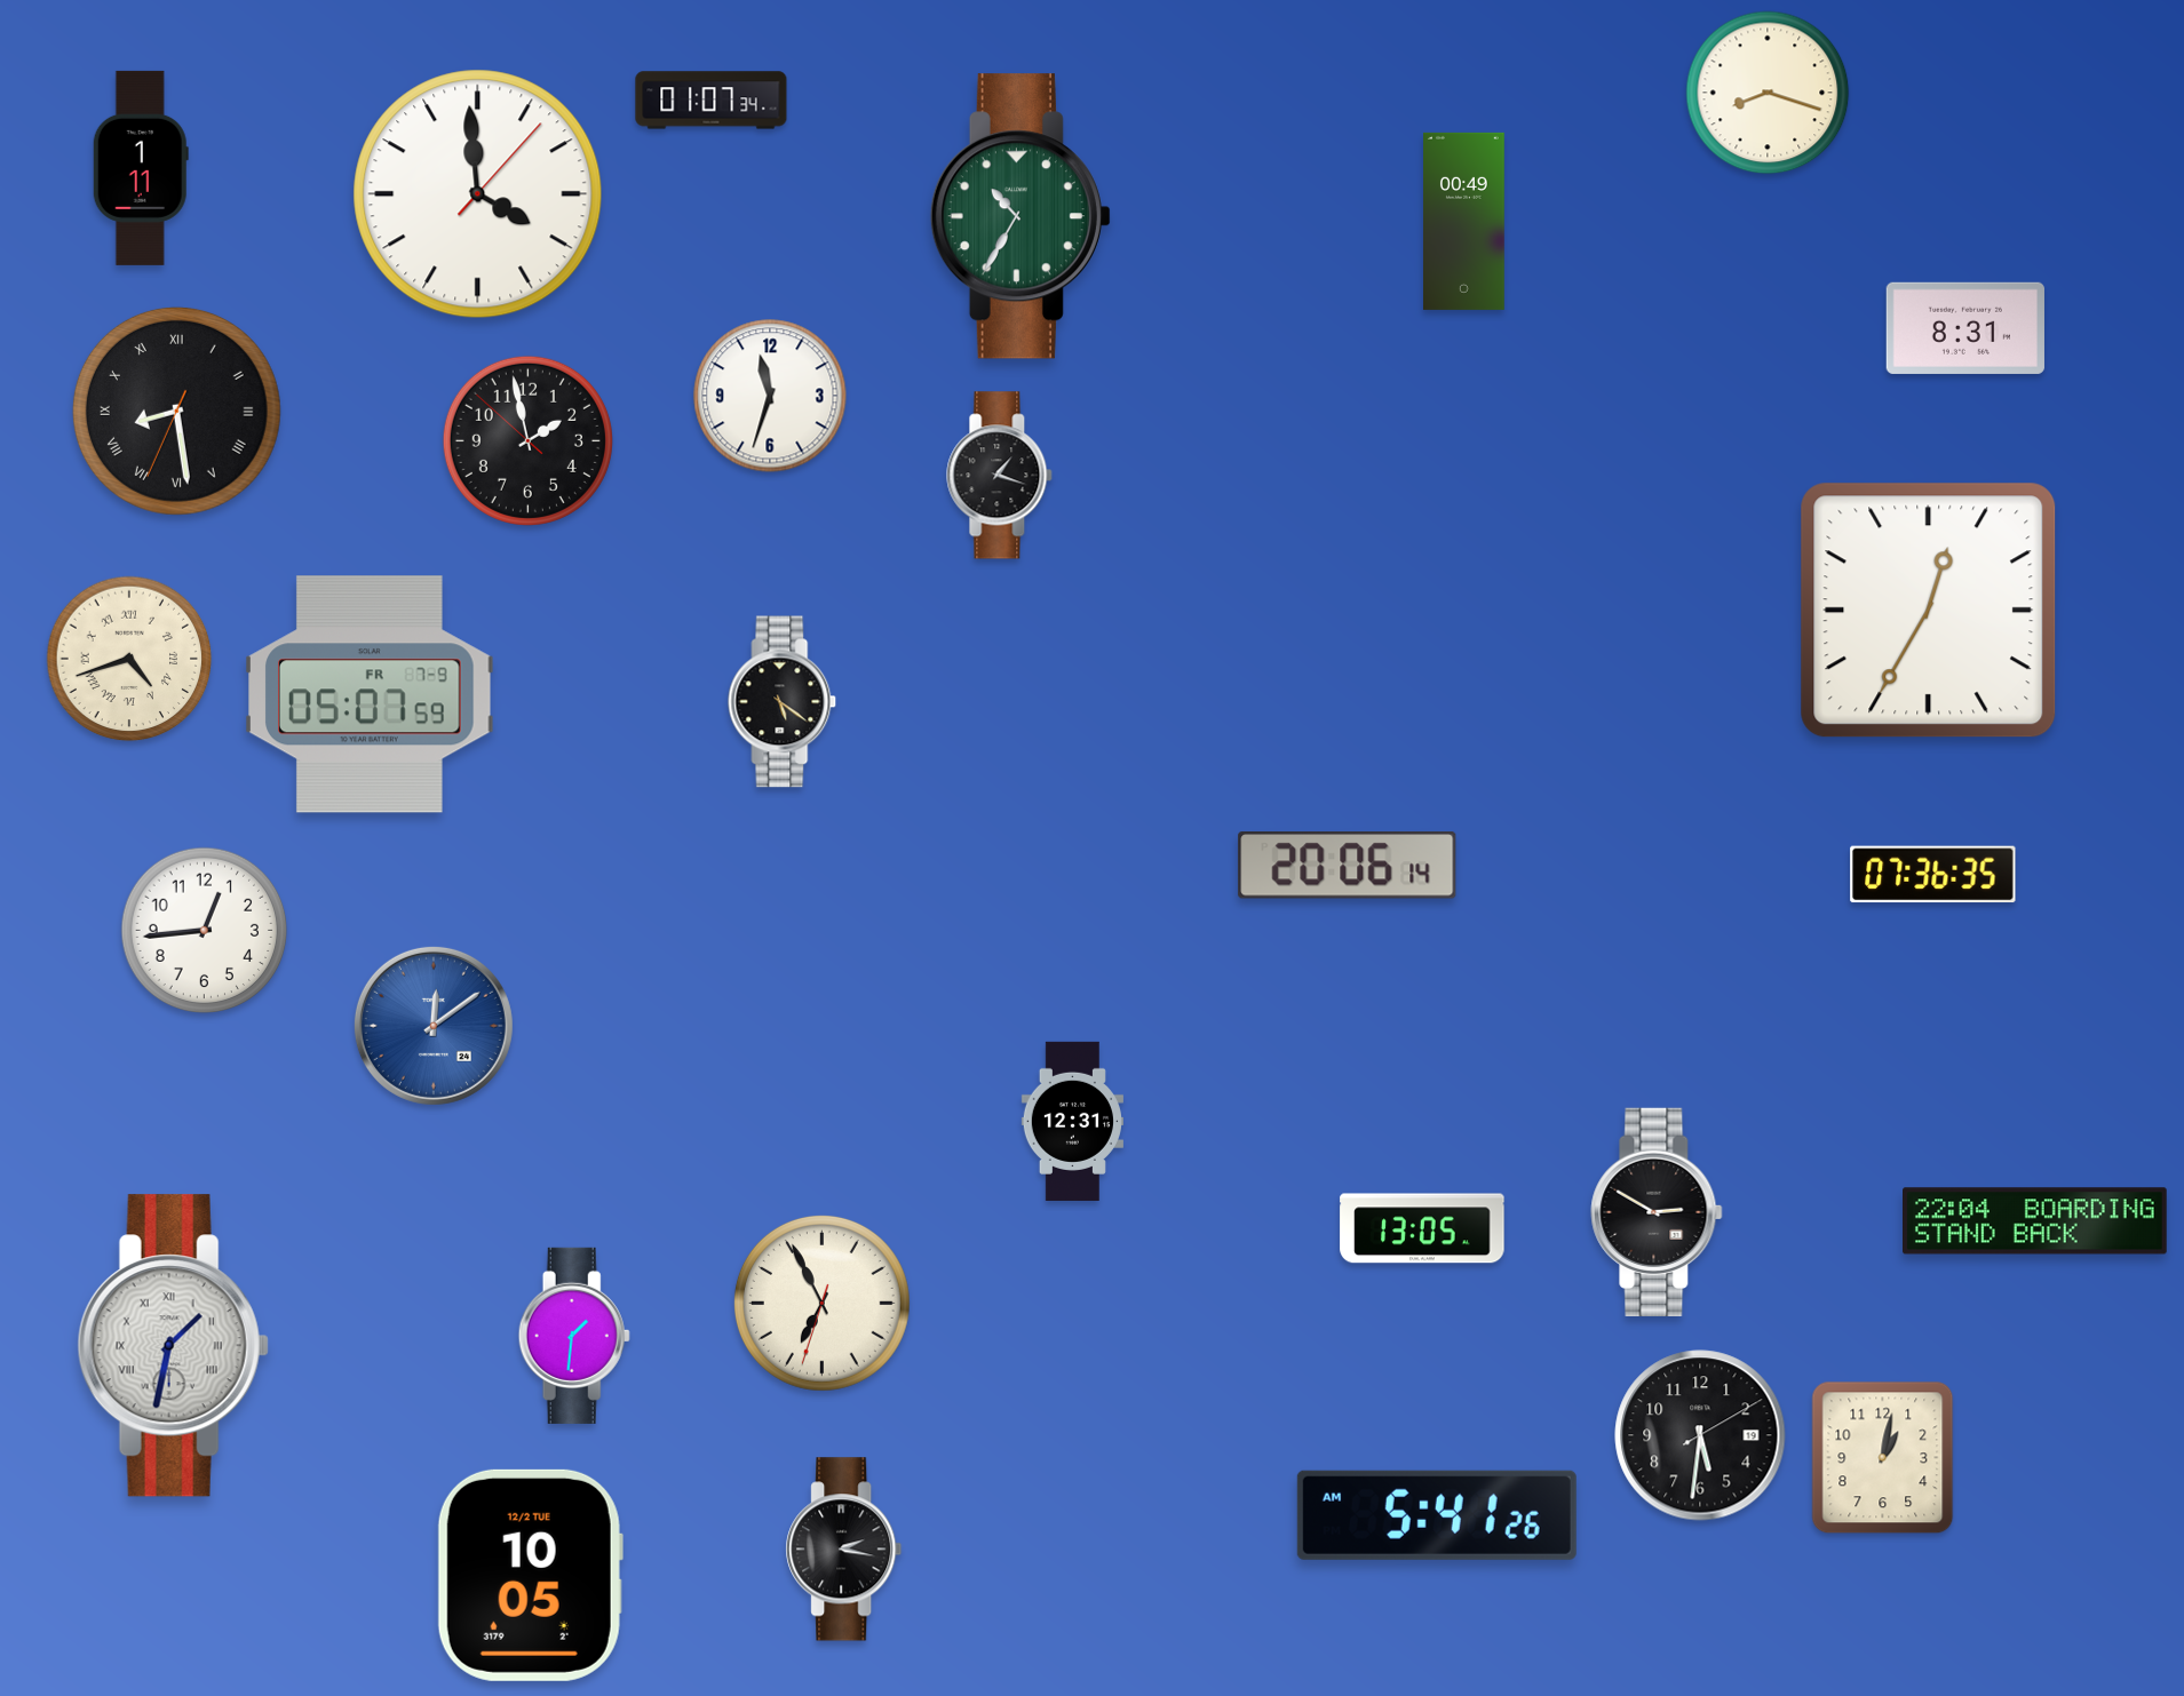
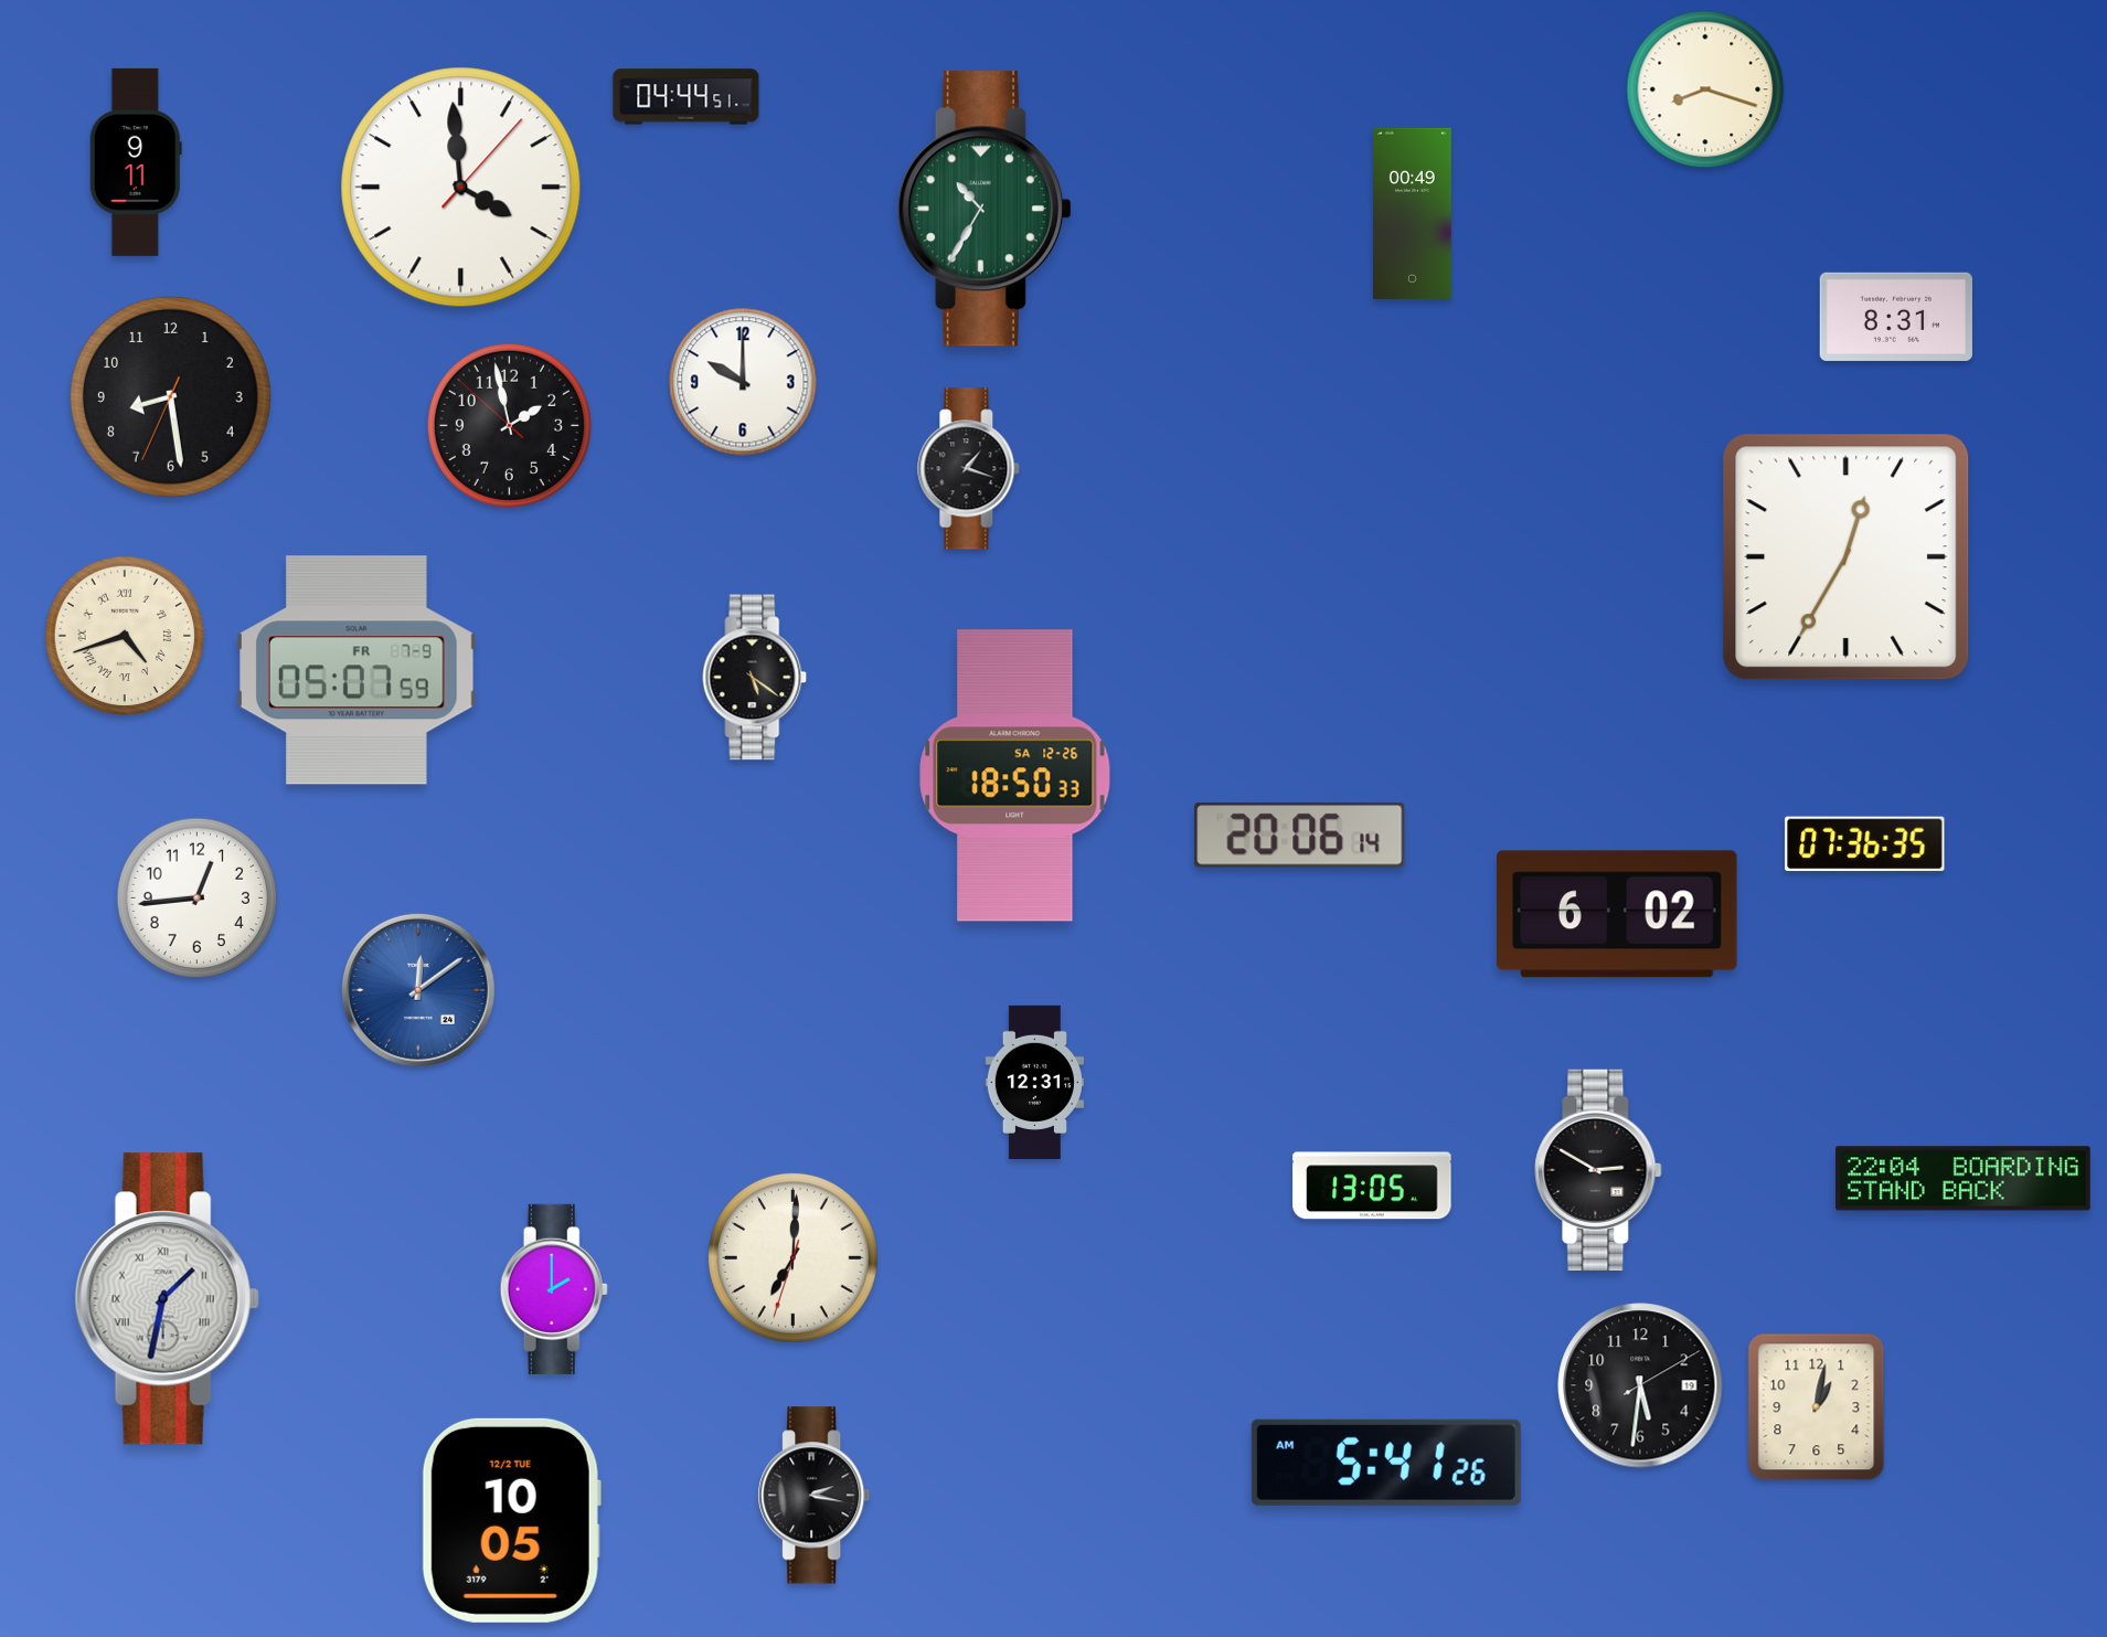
clock at (712, 101): 01:07 -> 04:44
clock at (141, 168): 1:11 -> 9:11
clock at (770, 396): 11:33 -> 10:00
clock at (176, 411) numerals: Roman -> Arabic
clock at (1000, 476) position: (1000, 476) -> (969, 469)
clock at (1929, 611) position: (1929, 611) -> (1847, 557)
clock at (1015, 776): none -> 18:50
clock at (1618, 914): none -> 6:02
clock at (821, 1303): 6:55 -> 7:00
clock at (574, 1336): 1:31 -> 2:00
